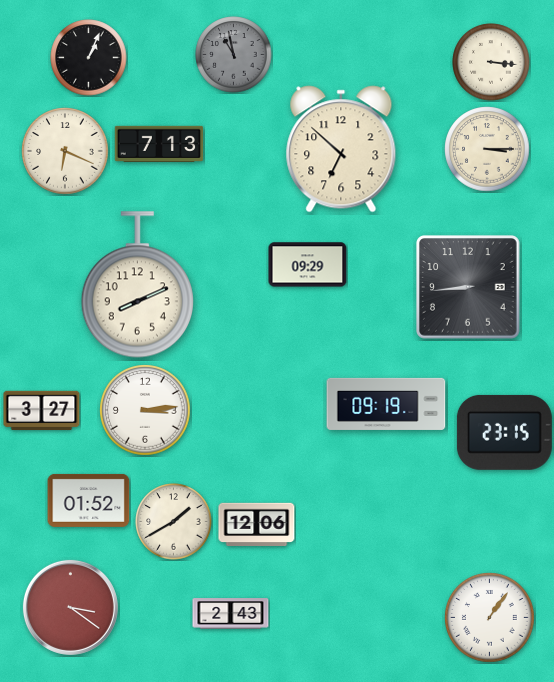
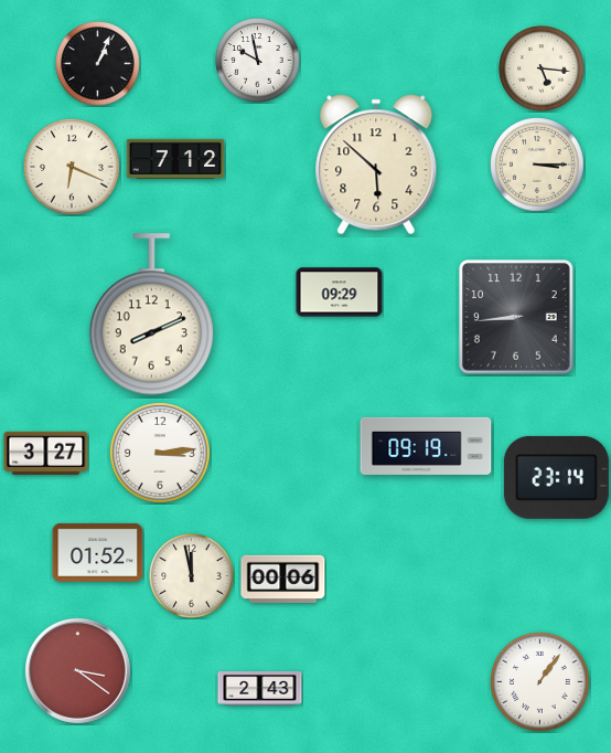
clock at (234, 55): 10:58 -> 9:58
clock at (234, 55) dial: grey -> white
clock at (491, 62): 3:16 -> 5:16
clock at (159, 143): 7:13 -> 7:12
clock at (341, 149): 6:52 -> 5:52
clock at (504, 432): 23:15 -> 23:14
clock at (174, 522): 1:40 -> 11:58
clock at (257, 524): 12:06 -> 00:06
clock at (231, 614) position: (231, 614) -> (260, 689)
